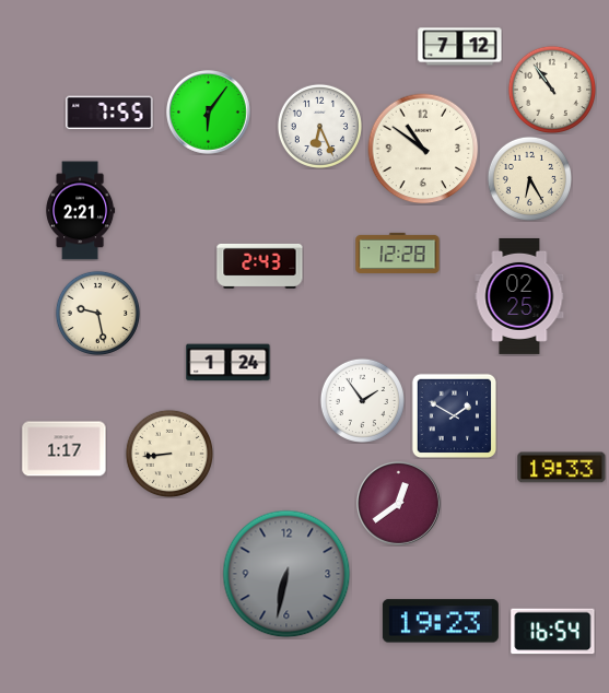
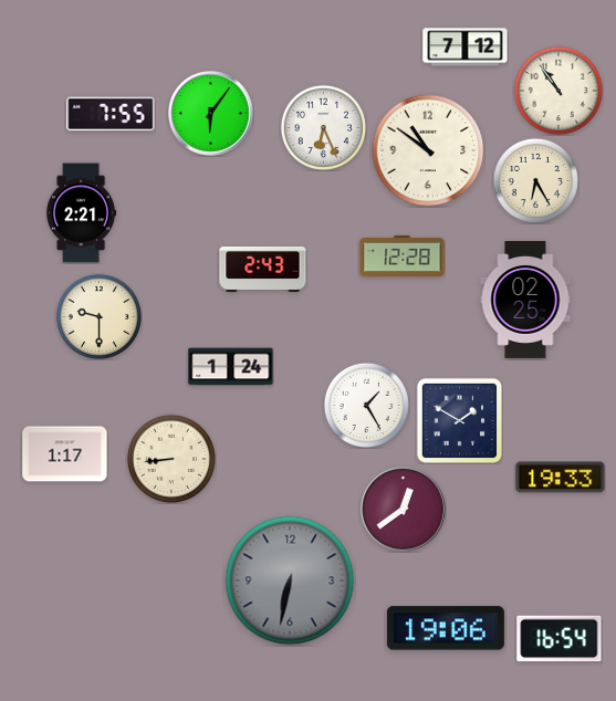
clock at (97, 313): 9:28 -> 9:30
clock at (362, 400): 1:54 -> 1:25
clock at (562, 468) position: (562, 468) -> (561, 478)
clock at (441, 621): 19:23 -> 19:06
